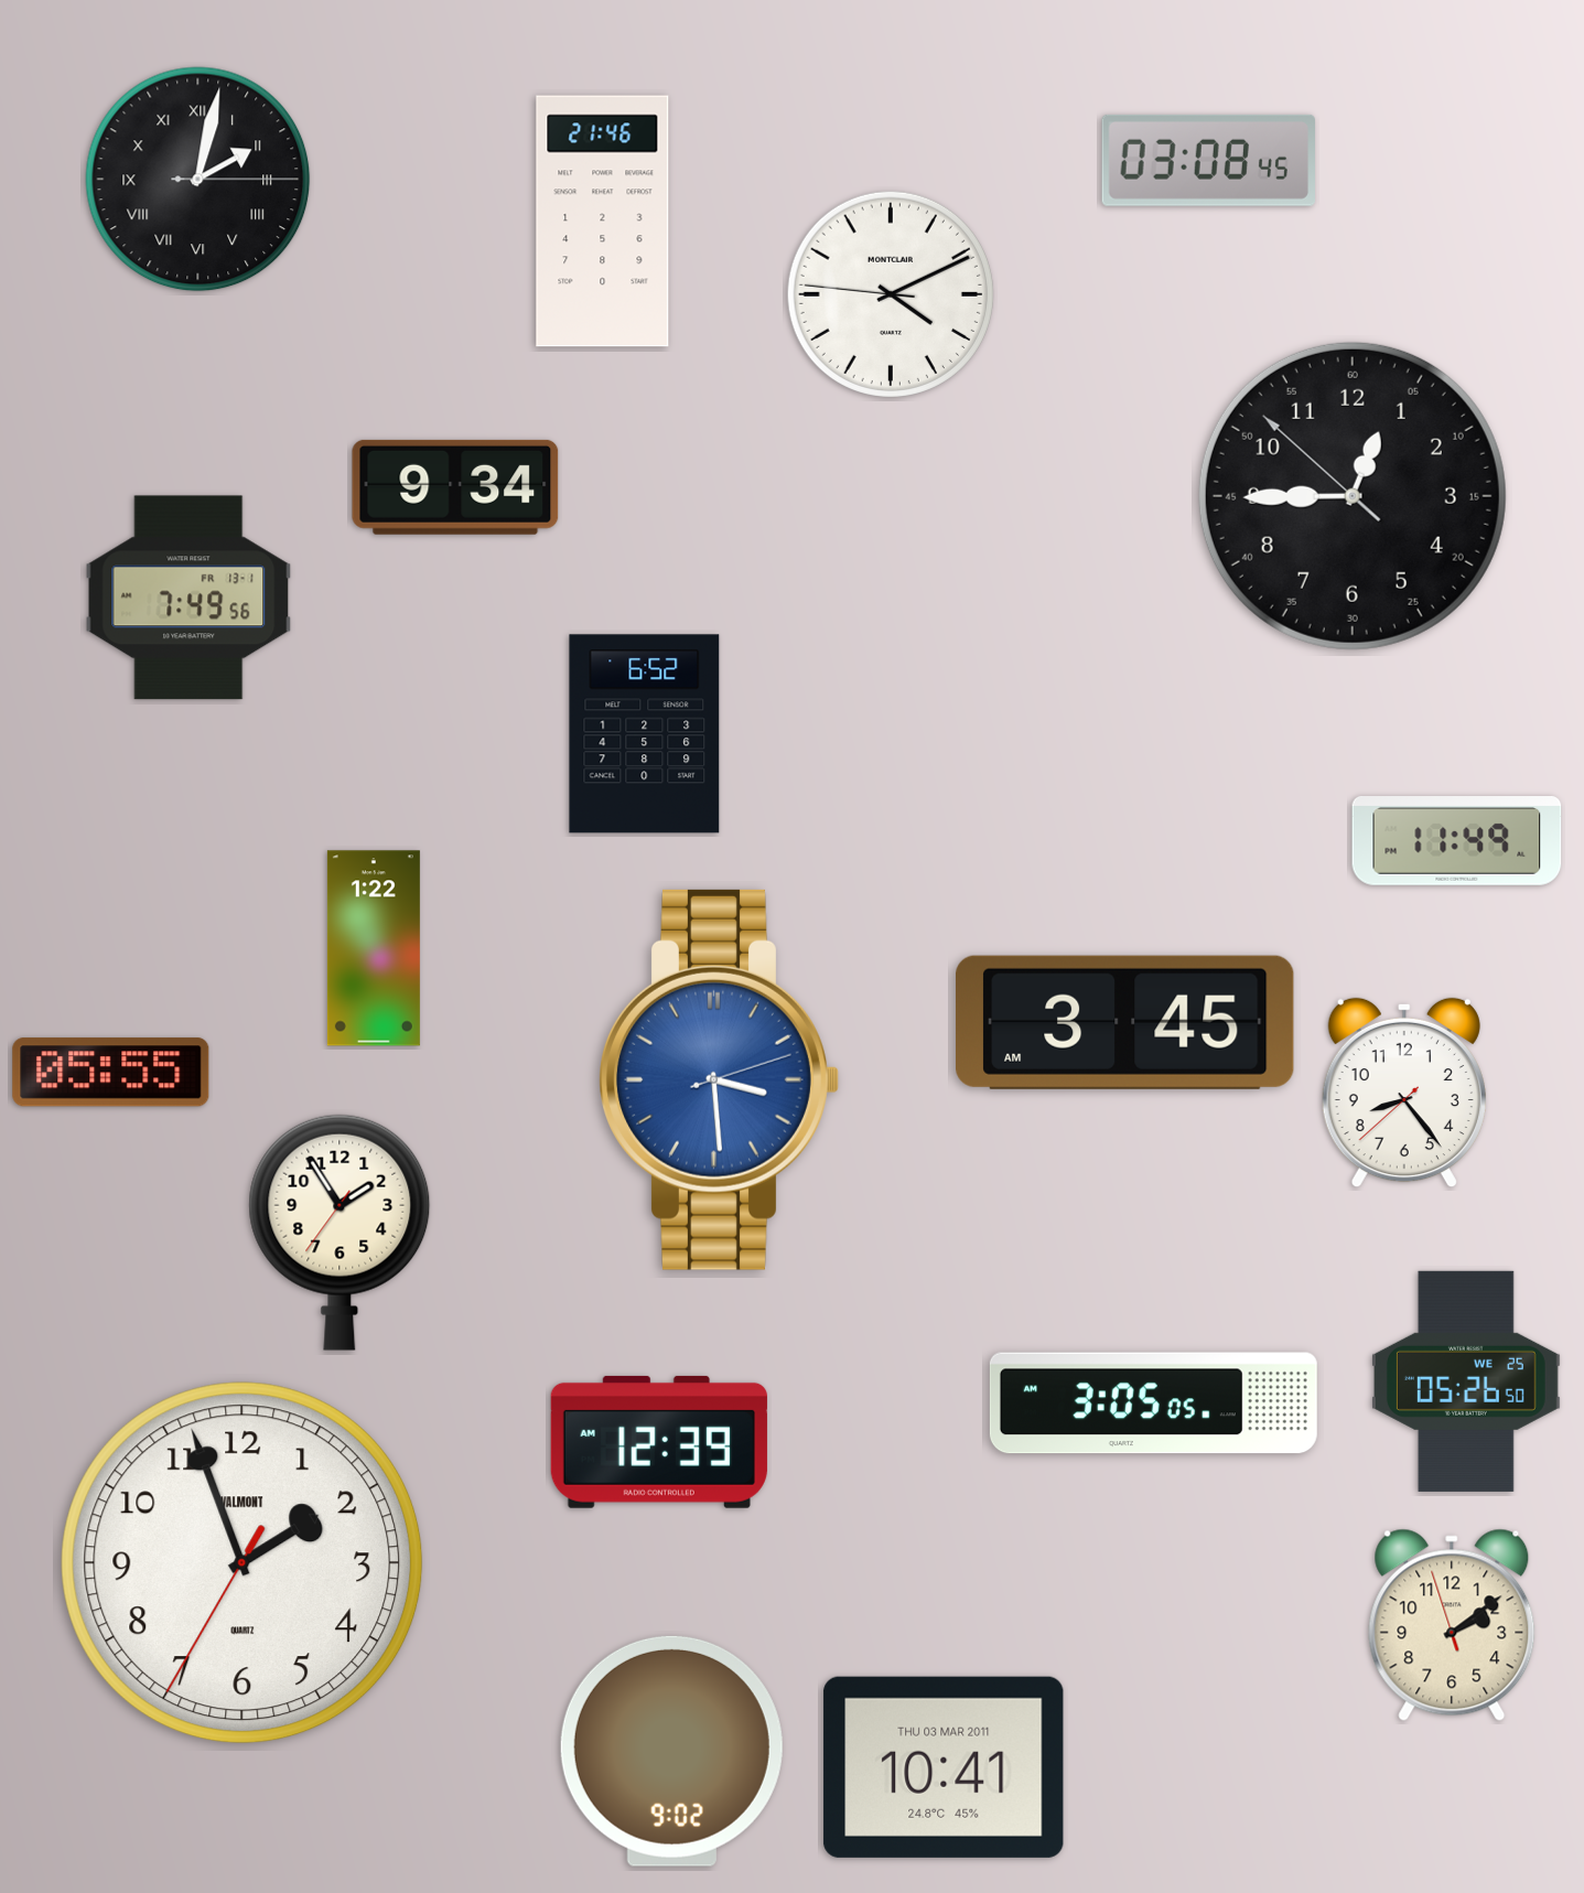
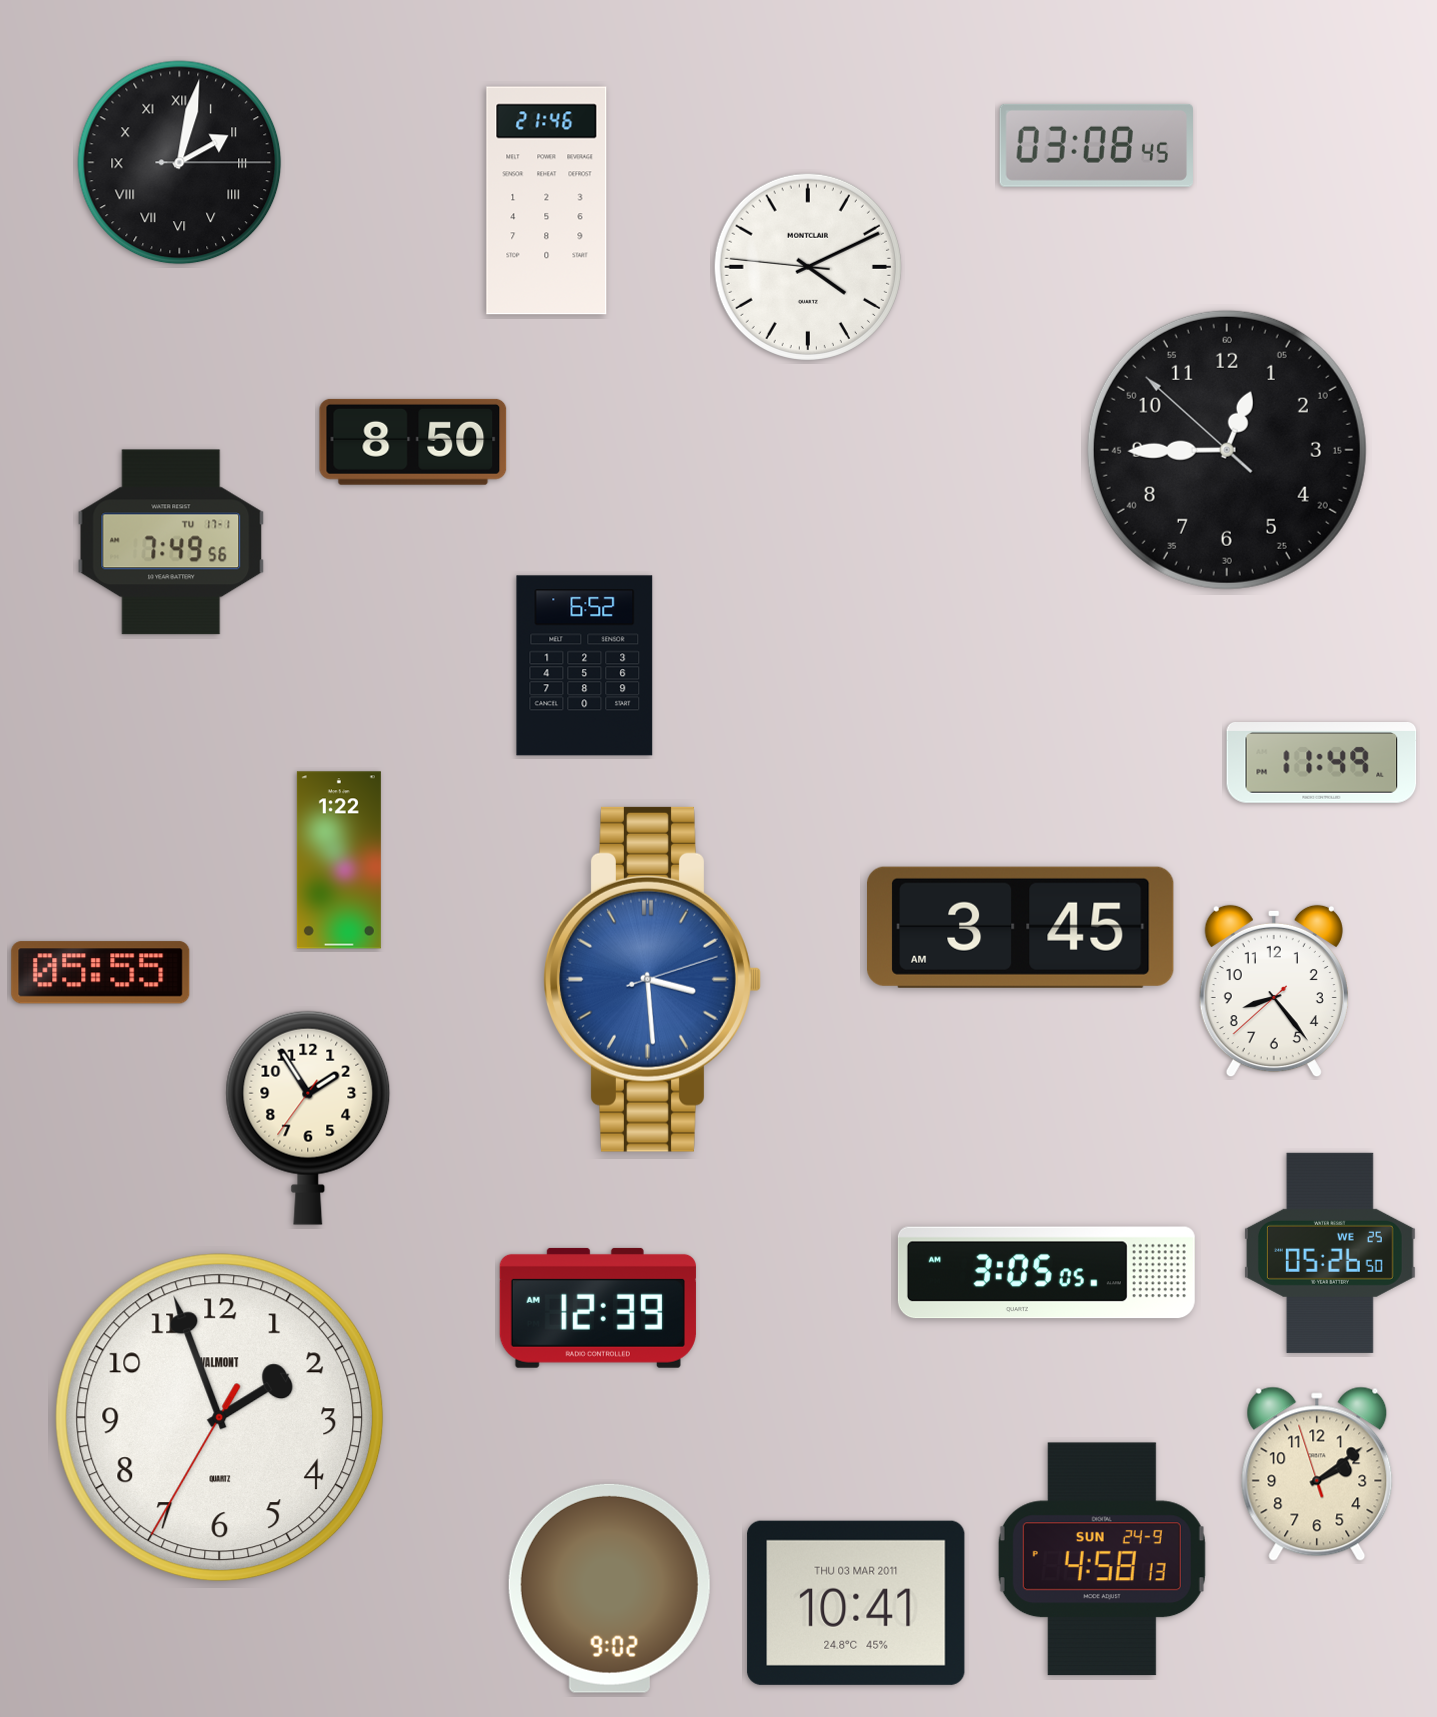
clock at (455, 487): 9:34 -> 8:50
clock at (188, 598) date: FR 13-1 -> TU 17-1
clock at (1102, 1559): none -> 4:58
